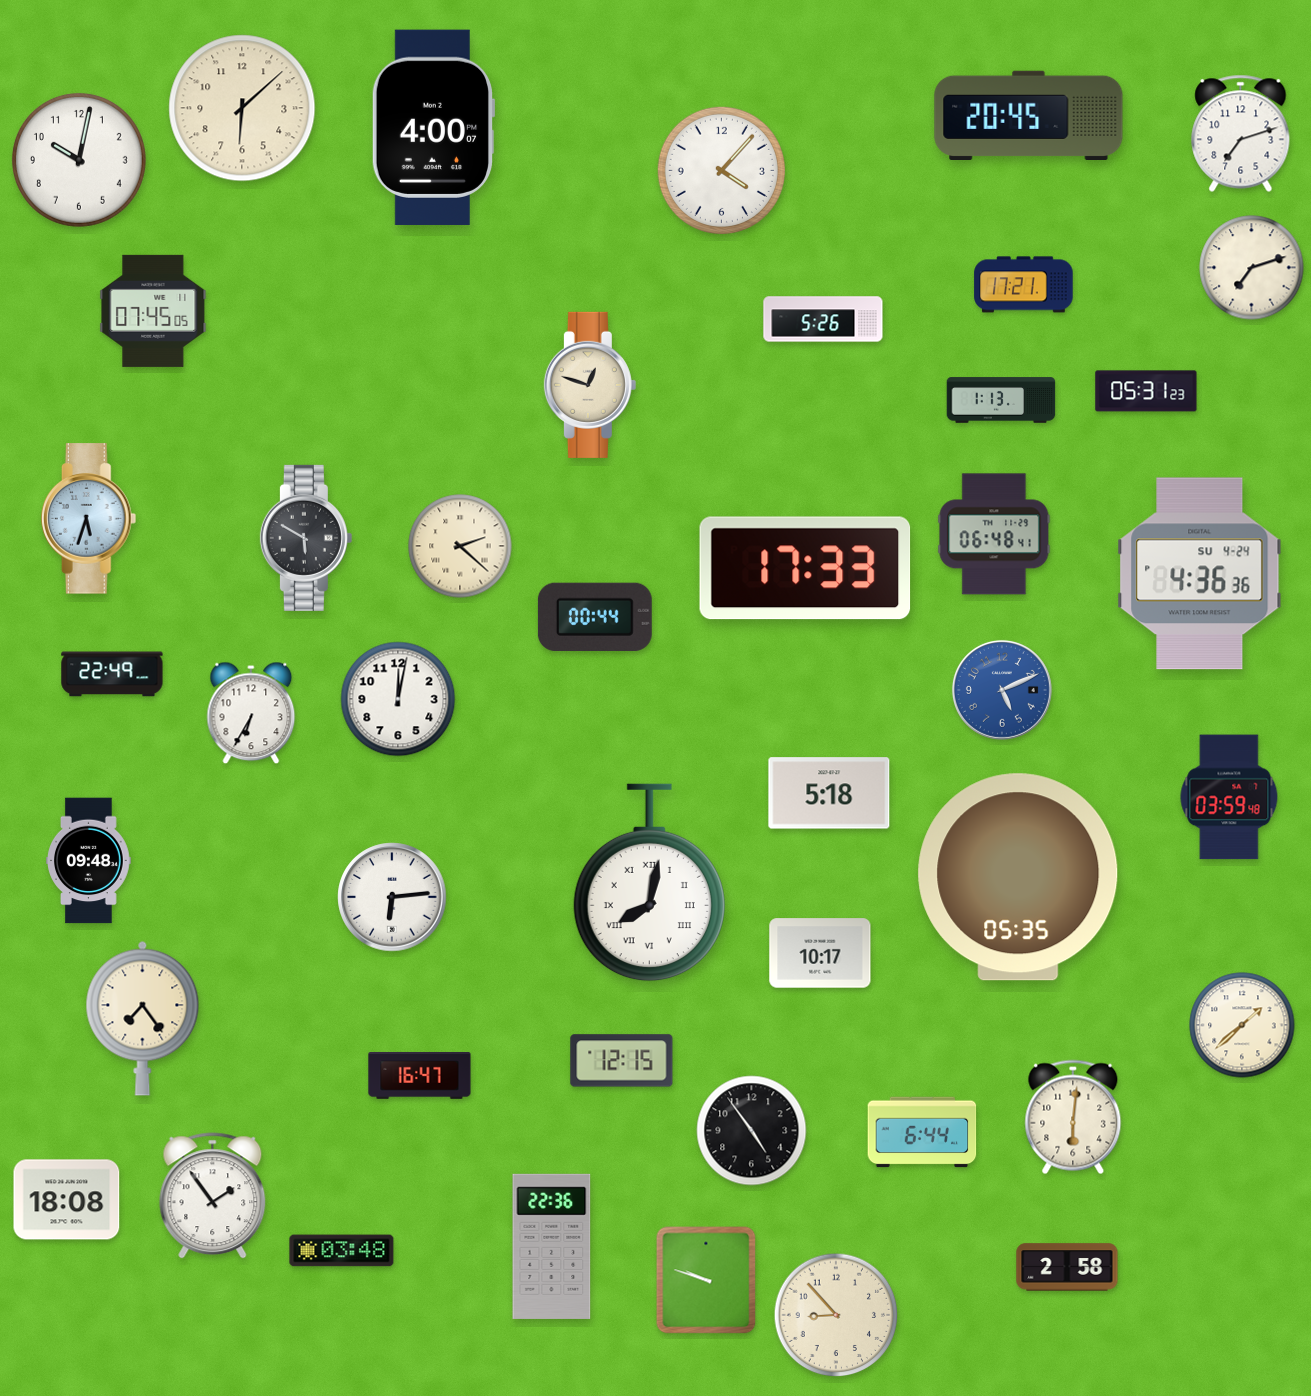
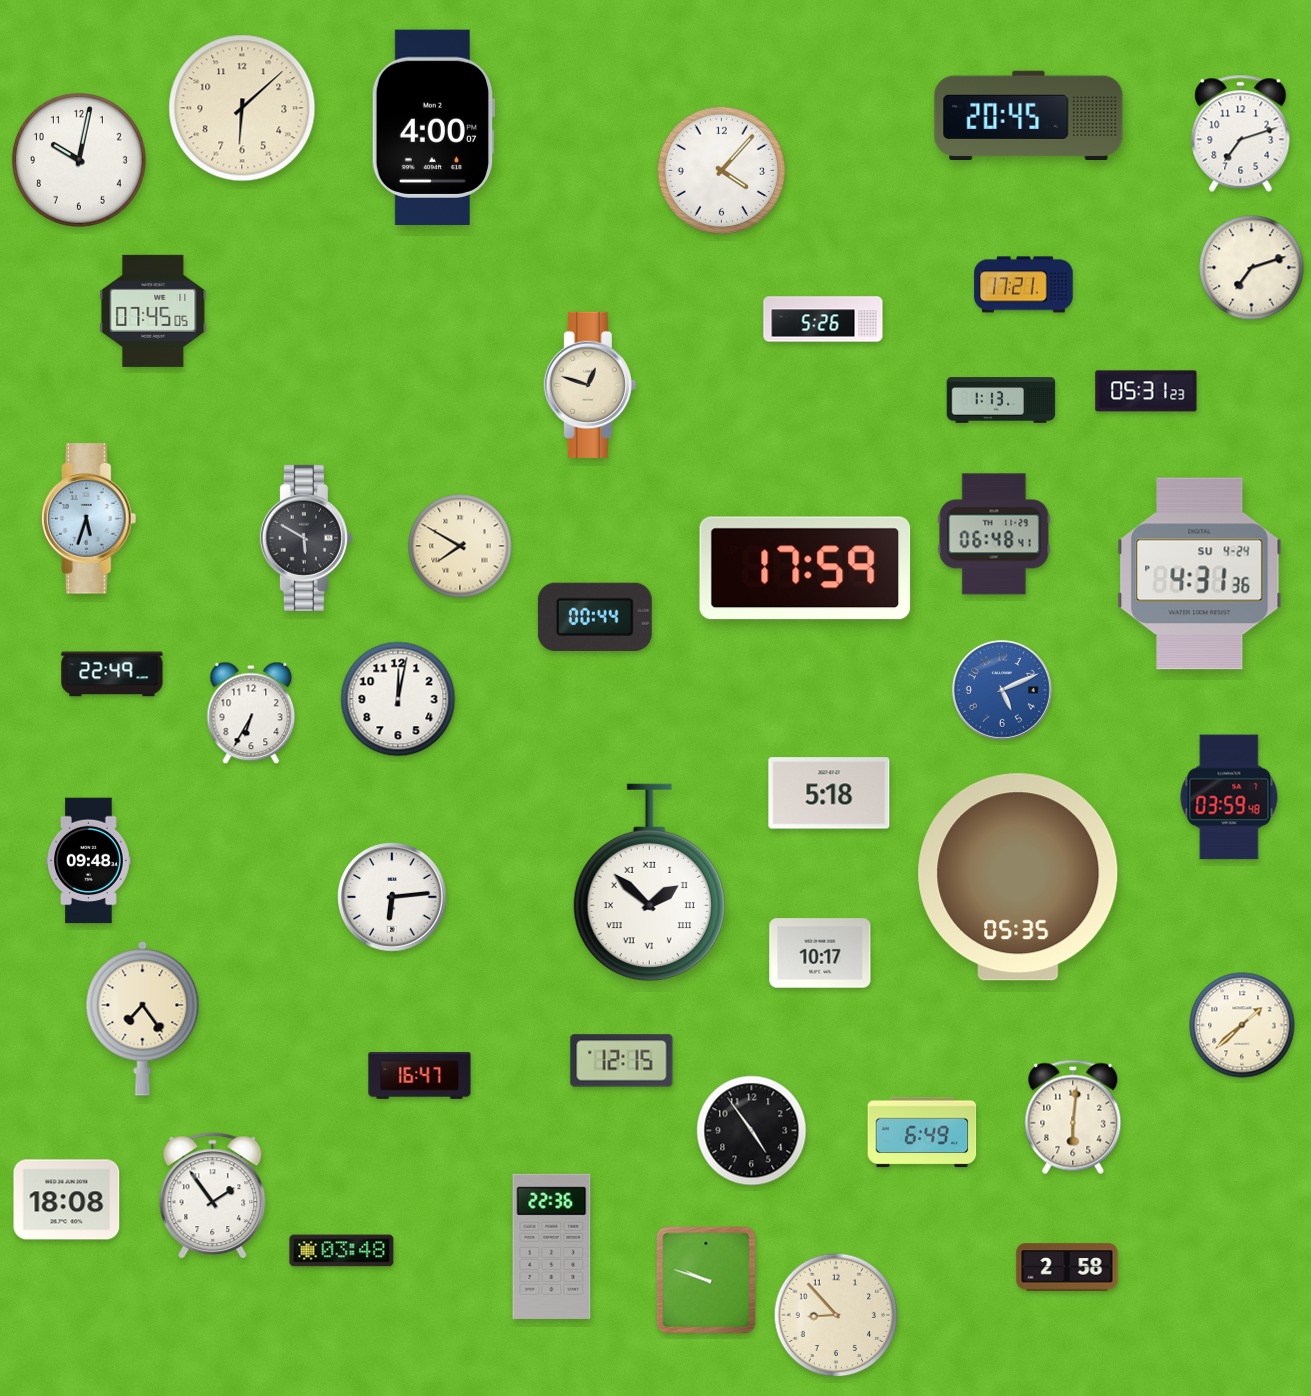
clock at (460, 546): 2:22 -> 7:50
clock at (805, 568): 17:33 -> 17:59
clock at (1200, 574): 4:36 -> 4:31
clock at (649, 883): 8:02 -> 1:52
clock at (922, 1132): 6:44 -> 6:49
